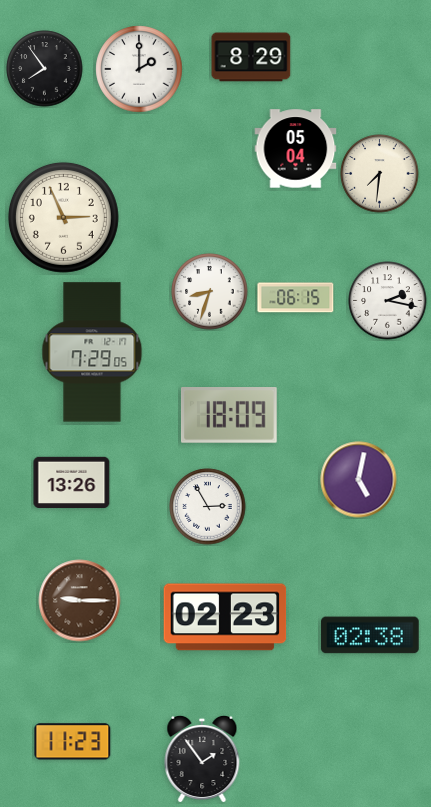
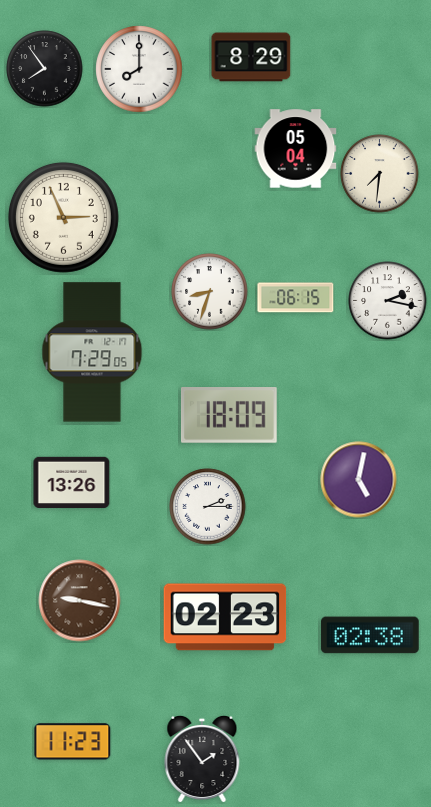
clock at (139, 69): 2:00 -> 8:00
clock at (208, 507): 2:55 -> 2:15
clock at (80, 601): 9:15 -> 9:17
